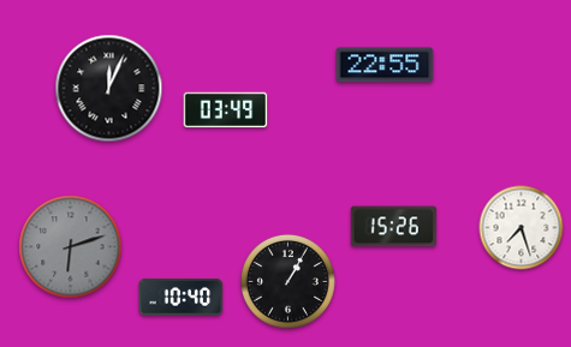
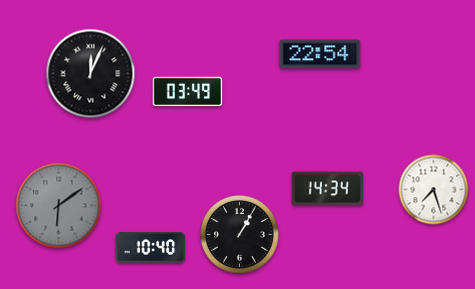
clock at (385, 65): 22:55 -> 22:54
clock at (393, 227): 15:26 -> 14:34
clock at (71, 247): 6:12 -> 6:09
